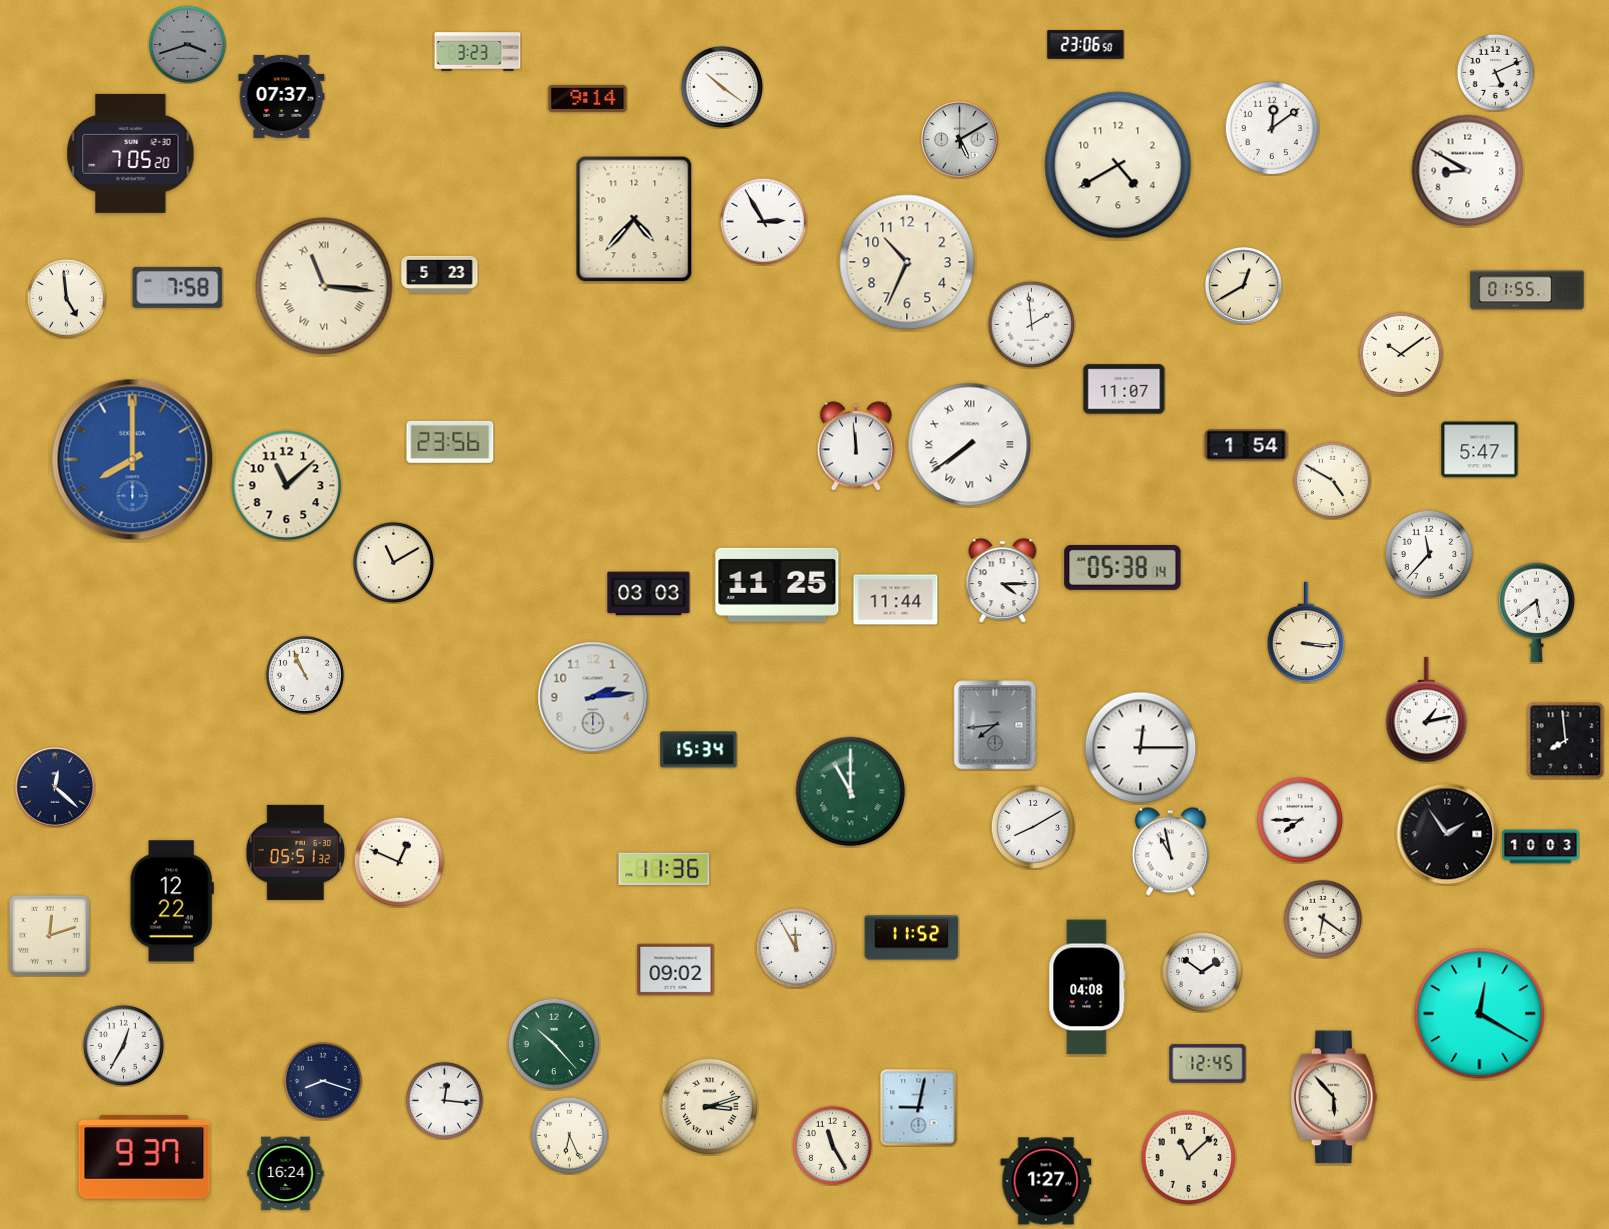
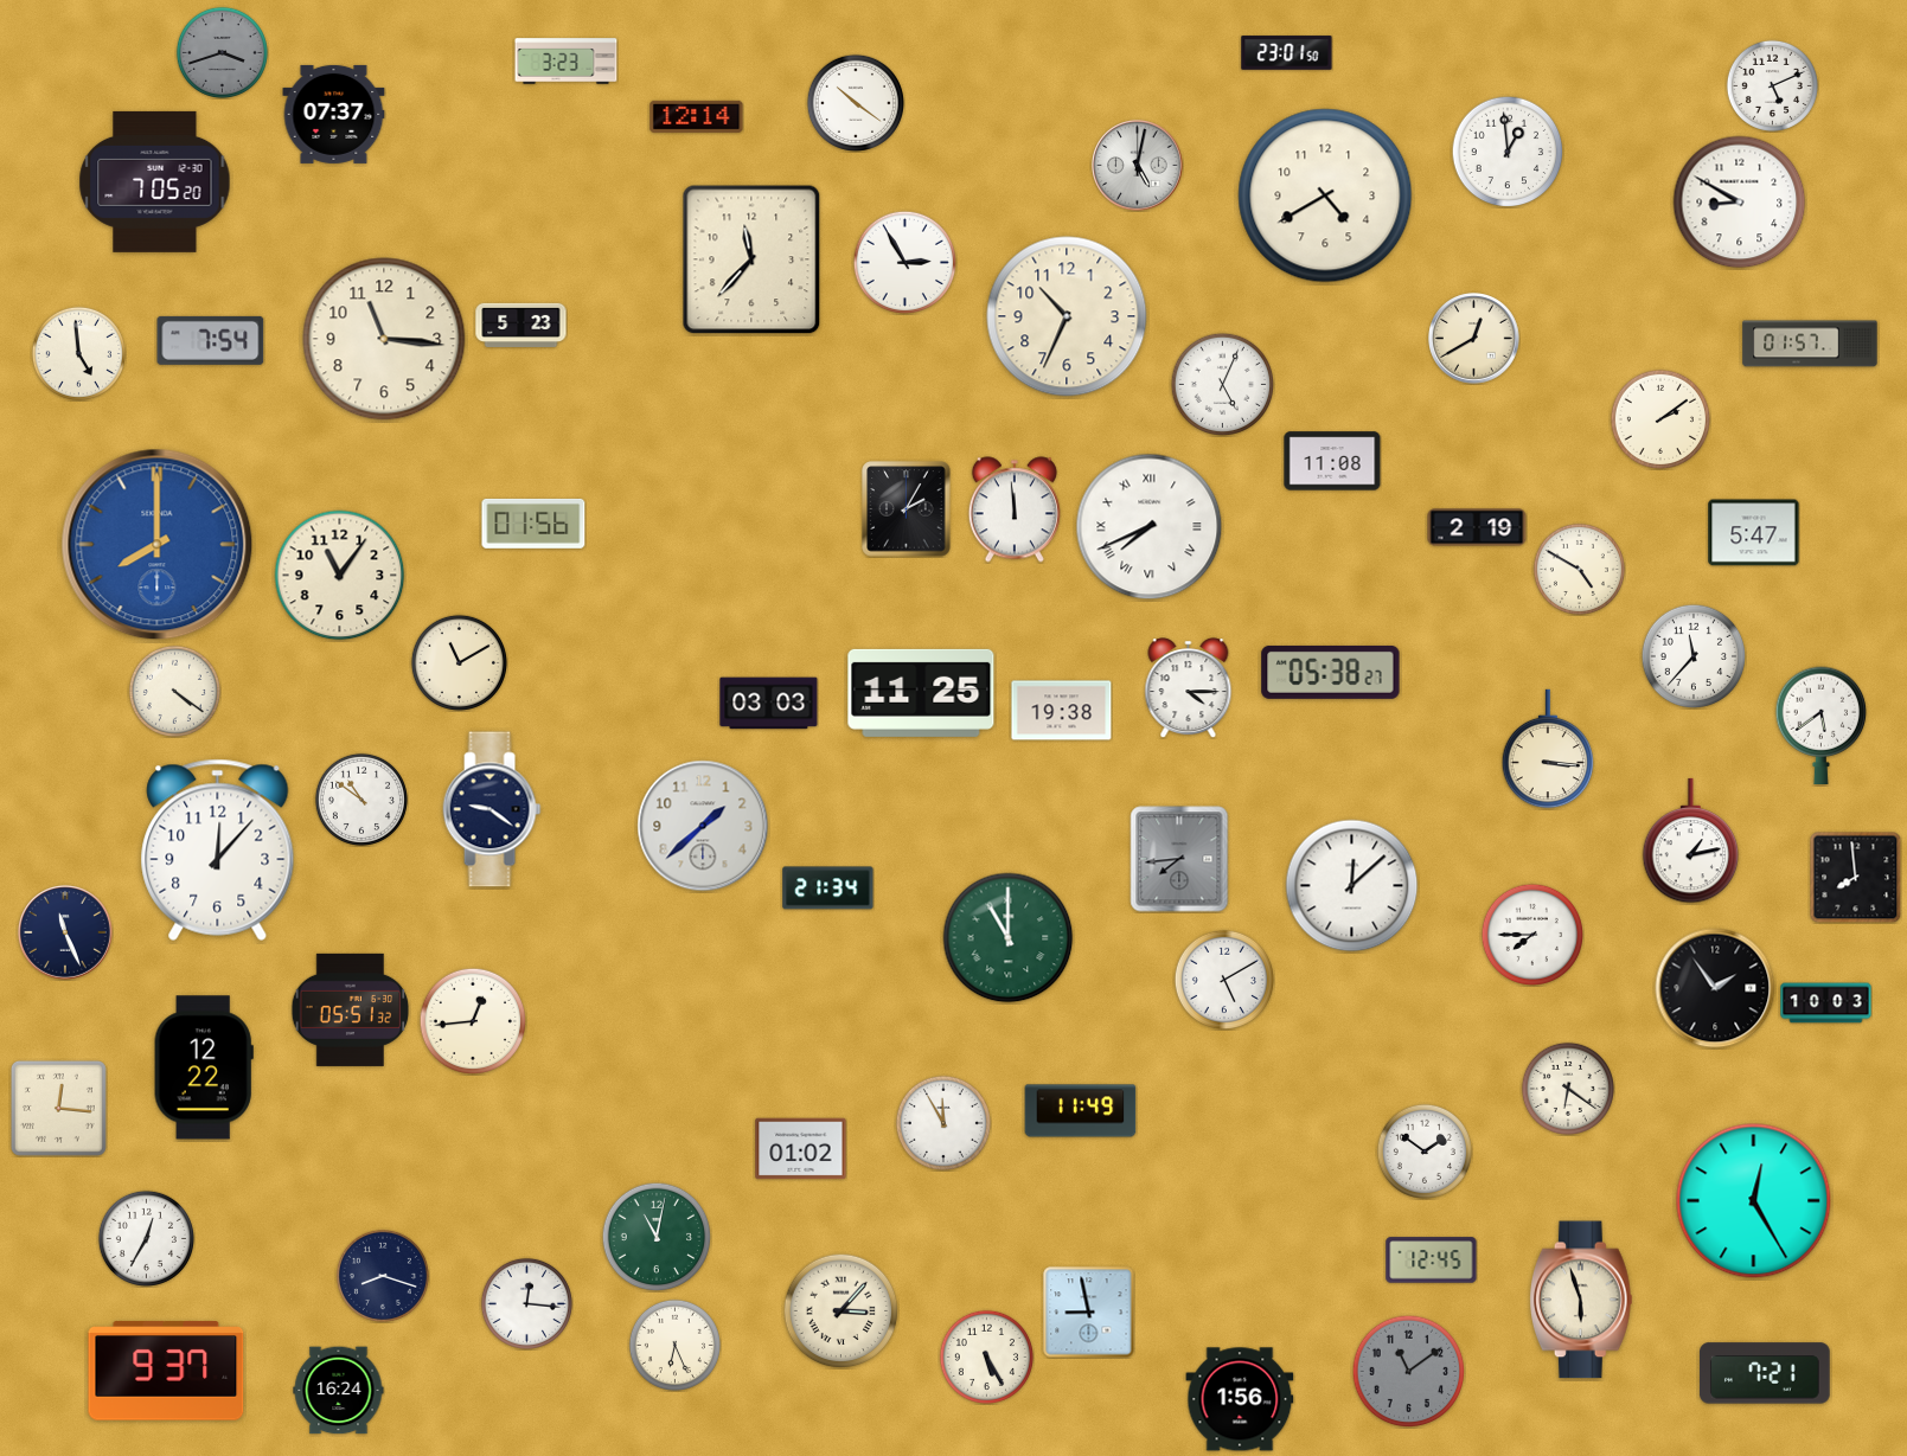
clock at (1086, 45): 23:06 -> 23:01
clock at (588, 98): 9:14 -> 12:14
clock at (1272, 128): 12:09 -> 12:59
clock at (960, 140): 5:10 -> 5:02
clock at (634, 219): 4:37 -> 11:37
clock at (907, 262) position: (907, 262) -> (1067, 316)
clock at (324, 286) numerals: Roman -> Arabic
clock at (178, 287): 7:58 -> 7:54
clock at (1527, 290): 01:55 -> 01:57
clock at (1031, 324): 1:59 -> 5:04
clock at (1400, 353): 10:09 -> 2:09
clock at (1124, 389): 11:07 -> 11:08
clock at (907, 509): none -> 2:05
clock at (450, 442): 23:56 -> 01:56
clock at (970, 445): 7:39 -> 7:41
clock at (1246, 445): 1:54 -> 2:19
clock at (856, 446) position: (856, 446) -> (1015, 509)
clock at (287, 486): 11:08 -> 11:06
clock at (393, 562) position: (393, 562) -> (459, 662)
clock at (1123, 567): 05:38:14 -> 05:38:27
clock at (174, 691): none -> 4:21
clock at (896, 600): 11:44 -> 19:38
clock at (305, 675): 10:56 -> 10:51
clock at (492, 809): none -> 9:21
clock at (593, 697): 2:14 -> 1:38
clock at (218, 849): none -> 12:07
clock at (1141, 748): 12:15 -> 12:08
clock at (699, 750): 15:34 -> 21:34
clock at (55, 787): 12:22 -> 11:26
clock at (1299, 819) position: (1299, 819) -> (1531, 934)
clock at (1032, 826): 8:10 -> 5:10
clock at (1170, 852): 10:58 -> none
clock at (399, 862): 12:49 -> 12:44
clock at (664, 868): 11:36 -> none
clock at (49, 935): 12:12 -> 12:16
clock at (912, 938): 11:52 -> 11:49
clock at (676, 970): 09:02 -> 01:02
clock at (1087, 987): 04:08 -> none
clock at (1480, 1014): 12:20 -> 12:25
clock at (554, 1044): 10:23 -> 11:02
clock at (323, 1081) position: (323, 1081) -> (383, 1276)
clock at (1334, 1097): 5:53 -> 5:57
clock at (709, 1106): 3:12 -> 3:07
clock at (919, 1108): 9:02 -> 8:58
clock at (832, 1145): 11:25 -> 5:25
clock at (144, 1157) position: (144, 1157) -> (166, 1371)
clock at (1188, 1157): 11:08 -> 11:09
clock at (1188, 1157) dial: cream -> grey
clock at (1765, 1373): none -> 7:21
clock at (1046, 1181): 1:27 -> 1:56
